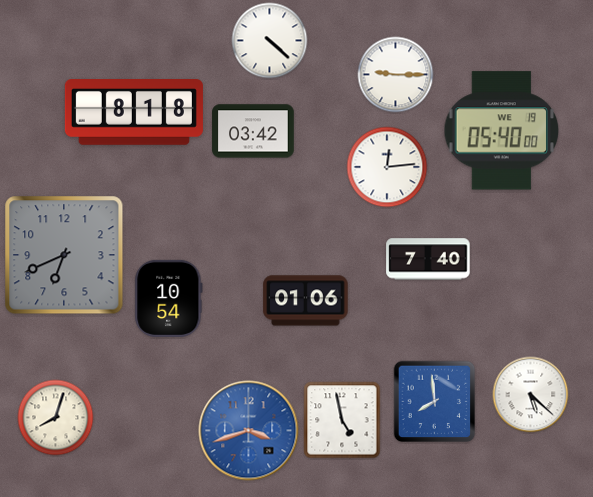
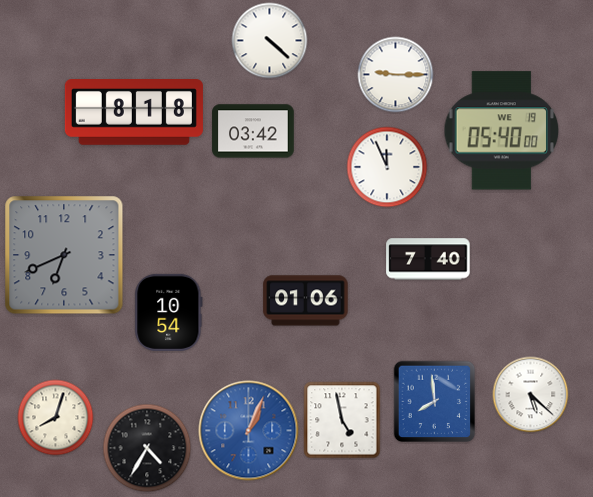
clock at (387, 167): 12:14 -> 11:56
clock at (169, 298) position: (169, 298) -> (169, 312)
clock at (249, 431): 3:42 -> 1:04
clock at (147, 448): none -> 4:35
